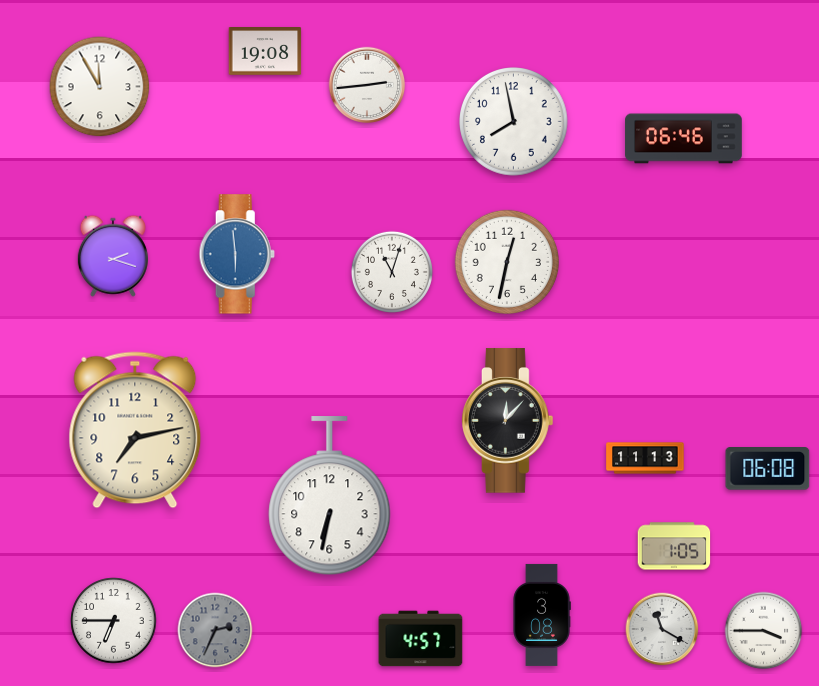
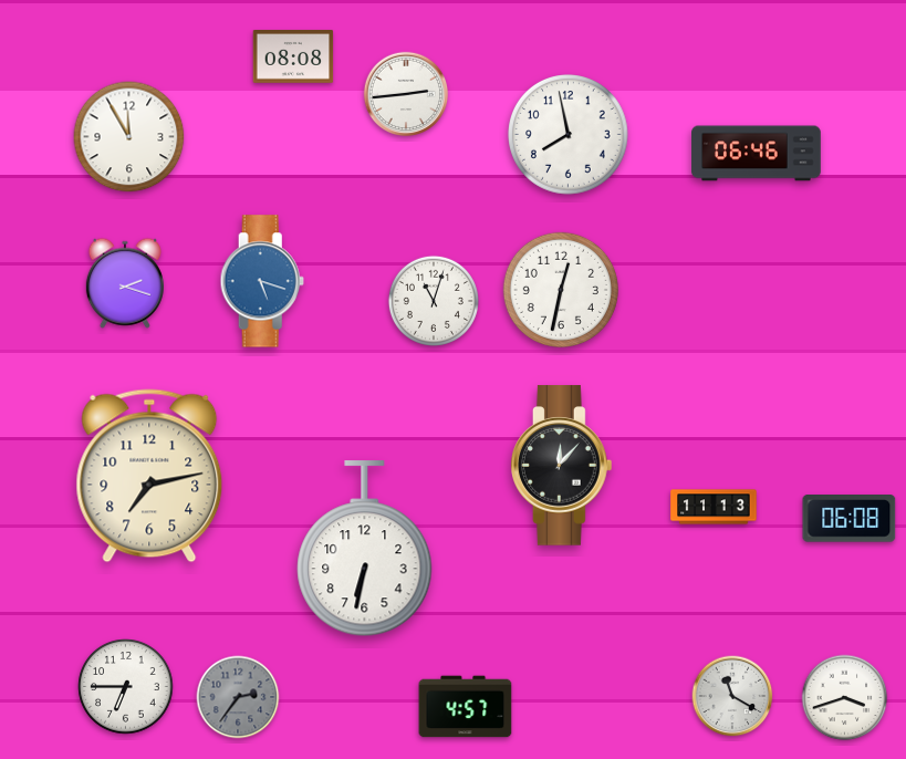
clock at (265, 52): 19:08 -> 08:08
clock at (100, 87) position: (100, 87) -> (129, 137)
clock at (237, 254): 5:59 -> 5:18
clock at (674, 546): 1:05 -> none
clock at (542, 615): 3:08 -> none
clock at (215, 630): 2:34 -> 2:36
clock at (764, 631): 3:45 -> 3:42
